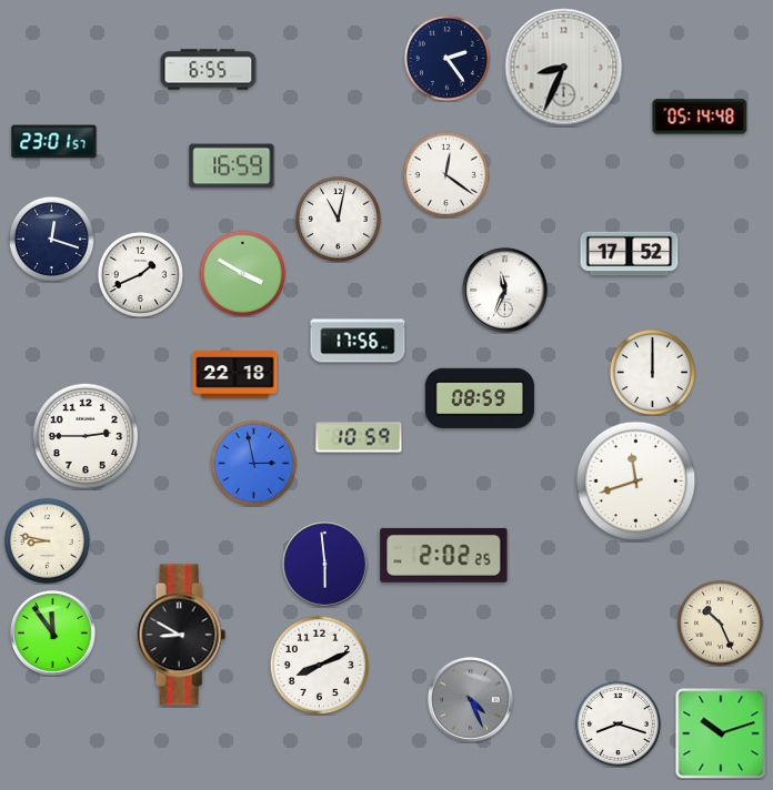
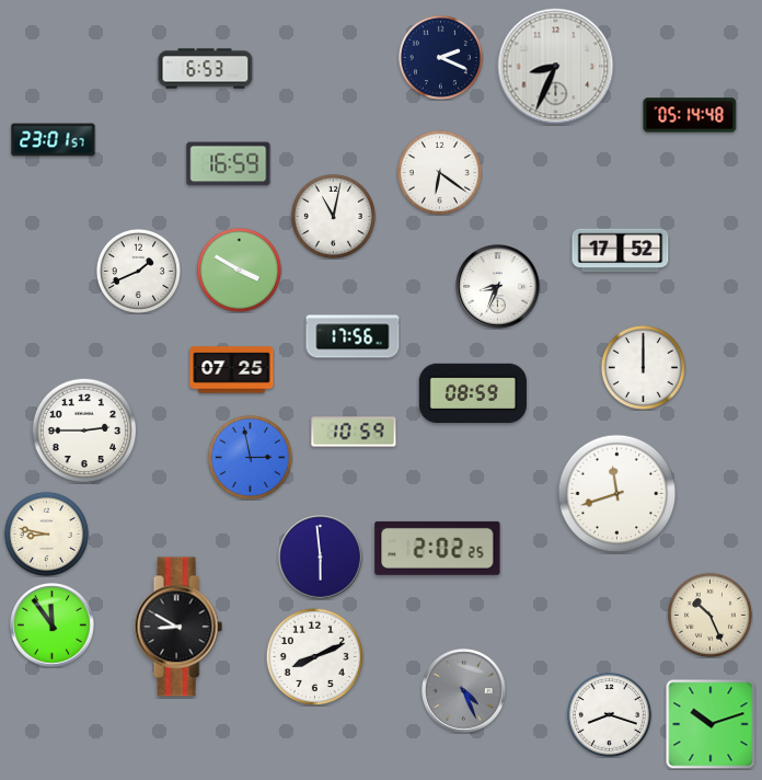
clock at (446, 58): 2:24 -> 2:19
clock at (209, 70): 6:55 -> 6:53
clock at (445, 174): 12:21 -> 6:21
clock at (51, 239): 12:18 -> none
clock at (505, 291): 11:34 -> 8:34
clock at (235, 375): 22:18 -> 07:25
clock at (636, 482) position: (636, 482) -> (617, 494)
